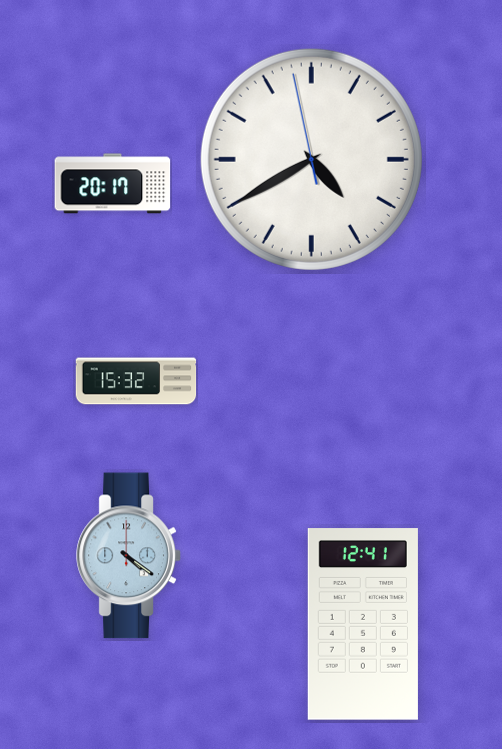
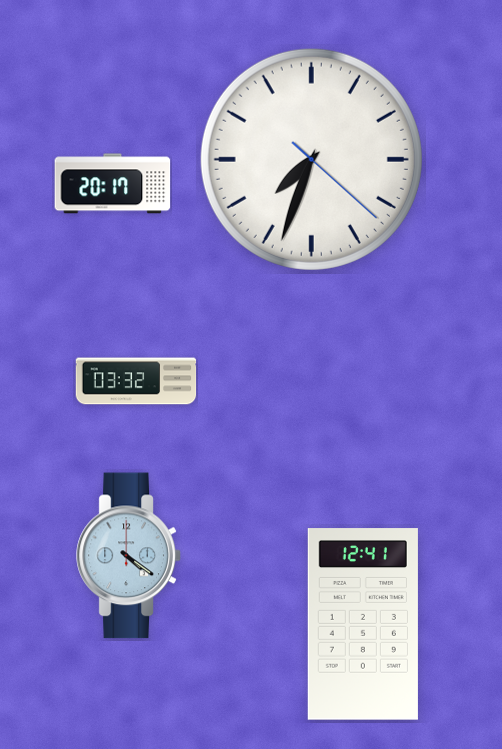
clock at (311, 159): 4:39 -> 7:33
clock at (136, 381): 15:32 -> 03:32
